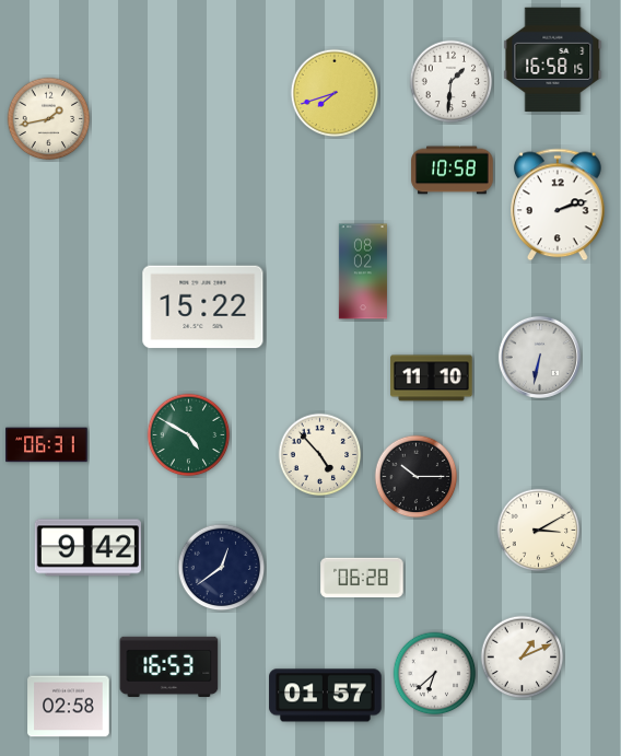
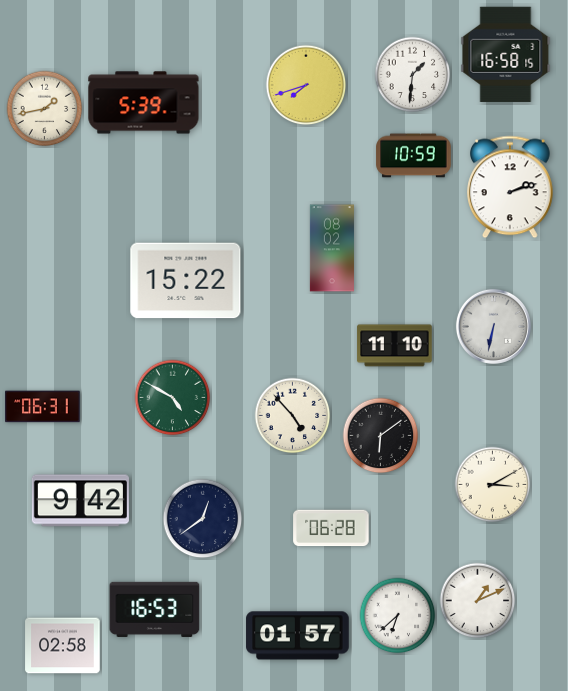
clock at (144, 103): none -> 5:39
clock at (453, 171): 10:58 -> 10:59
clock at (417, 477): 10:15 -> 6:09
